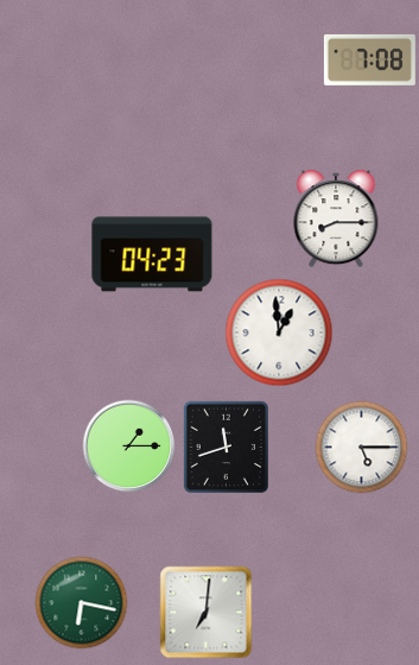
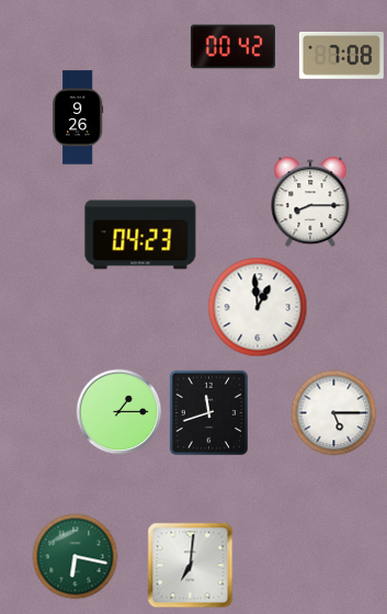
clock at (232, 47): none -> 00:42
clock at (78, 117): none -> 9:26
